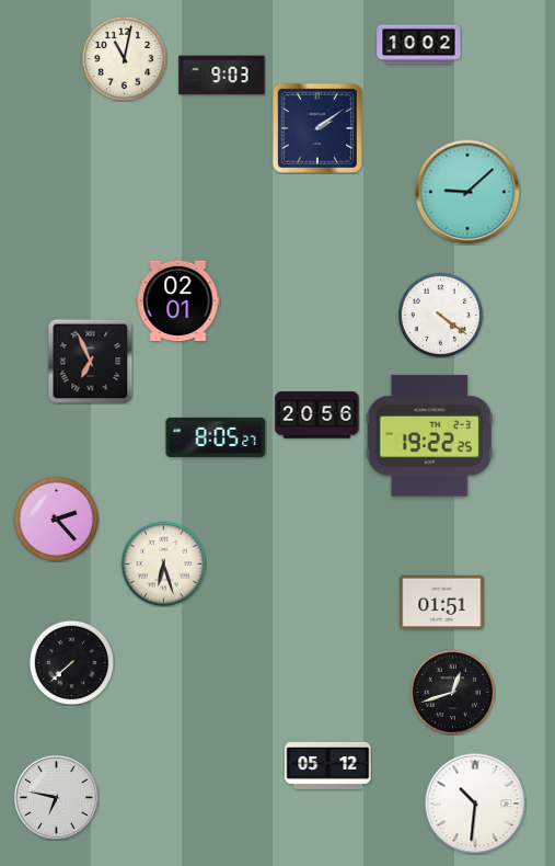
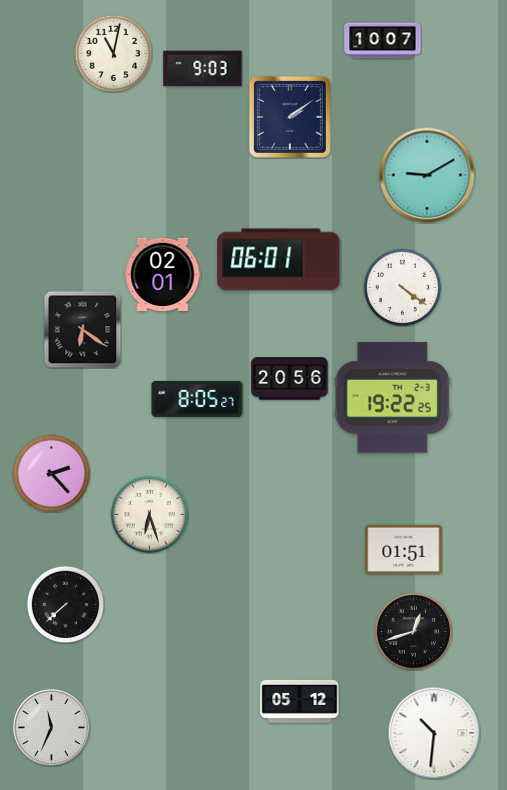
clock at (419, 45): 10:02 -> 10:07
clock at (467, 192): 9:08 -> 9:10
clock at (279, 260): none -> 06:01
clock at (90, 361): 6:56 -> 6:21
clock at (328, 765) position: (328, 765) -> (300, 701)
clock at (56, 797): 6:47 -> 11:34
